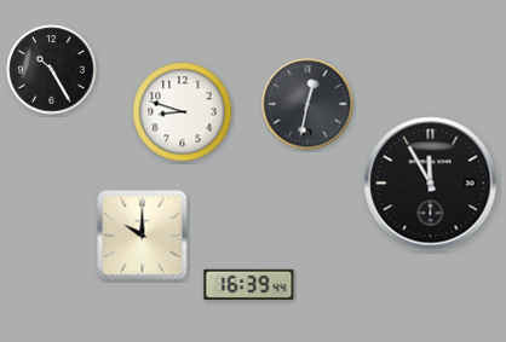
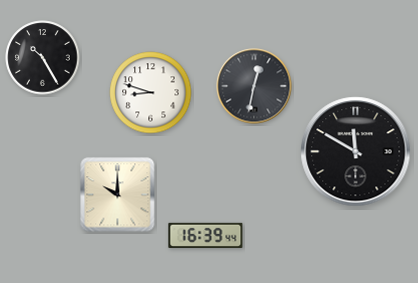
clock at (431, 184): 11:55 -> 11:50
